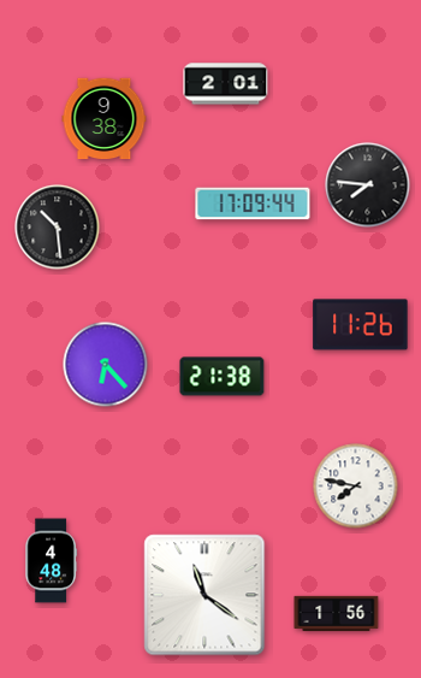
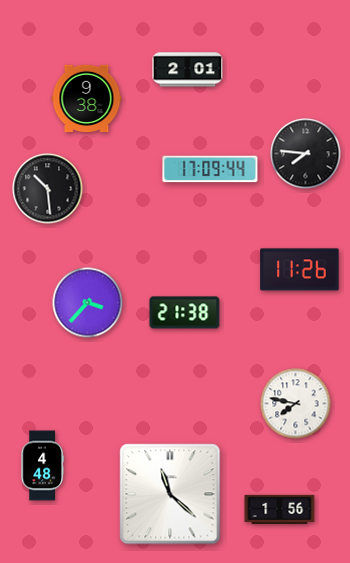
clock at (106, 365): 6:23 -> 3:37
clock at (204, 595): 11:21 -> 11:22
